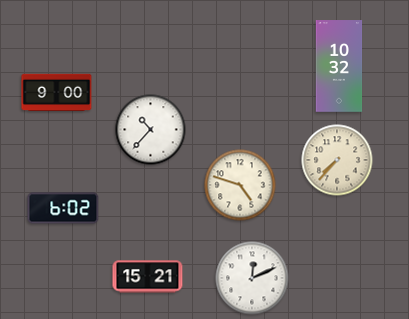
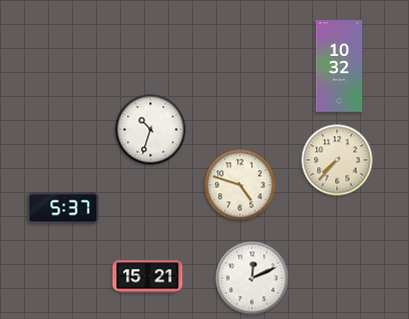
clock at (57, 93): 9:00 -> none
clock at (151, 130): 10:37 -> 10:33
clock at (63, 208): 6:02 -> 5:37
